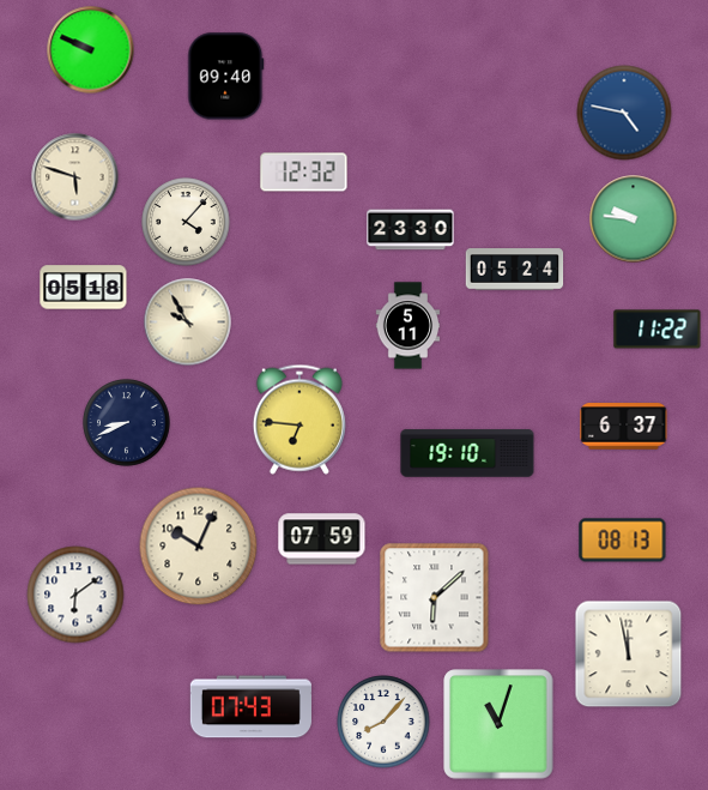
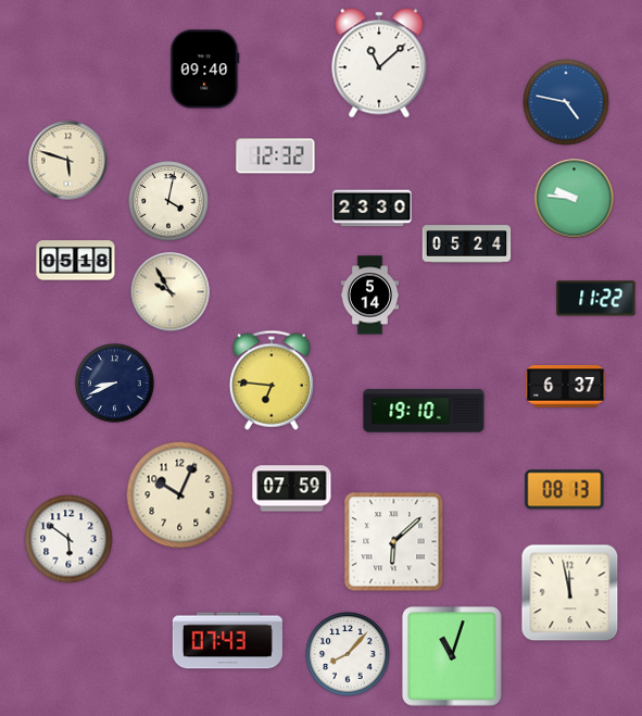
clock at (91, 50): 9:49 -> none
clock at (379, 63): none -> 11:08
clock at (186, 222): 4:07 -> 4:02
clock at (409, 326): 5:11 -> 5:14
clock at (75, 595): 6:09 -> 5:51
